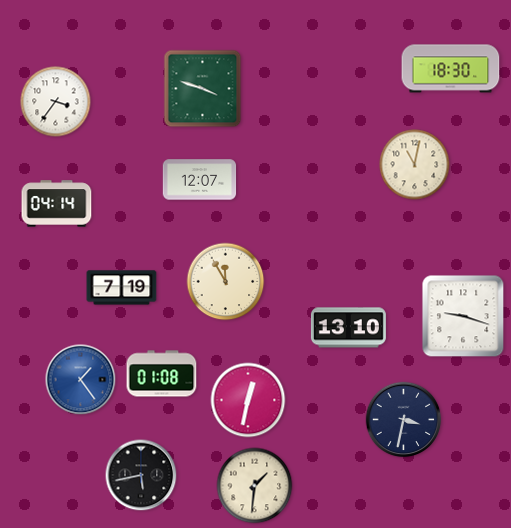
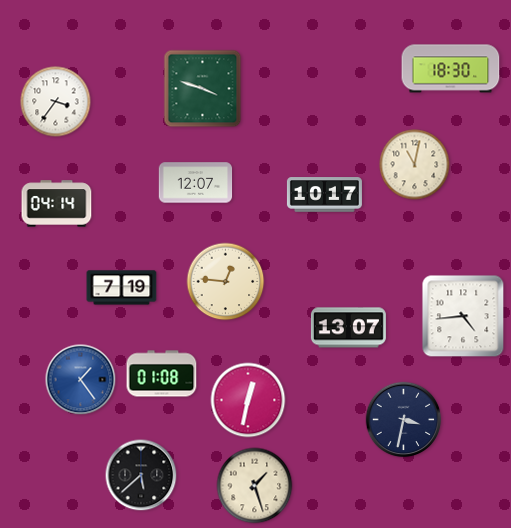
clock at (200, 180) position: (200, 180) -> (196, 183)
clock at (324, 195): none -> 10:17
clock at (226, 282): 11:55 -> 12:46
clock at (463, 316): 9:18 -> 4:44
clock at (348, 328): 13:10 -> 13:07
clock at (141, 475): 5:43 -> 5:38
clock at (255, 486): 1:31 -> 1:27
